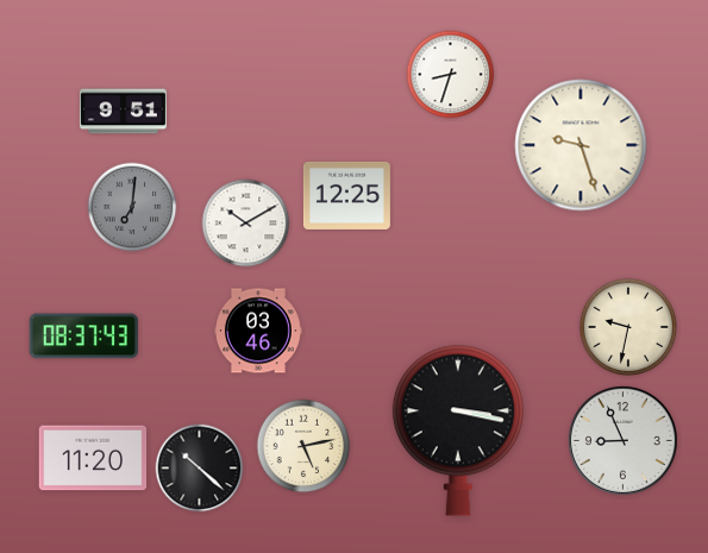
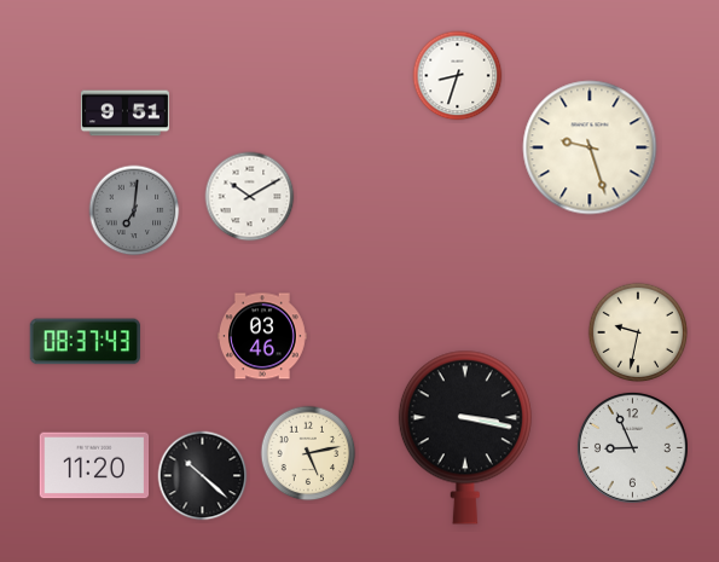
clock at (346, 195): 12:25 -> none
clock at (246, 224) position: (246, 224) -> (250, 197)
